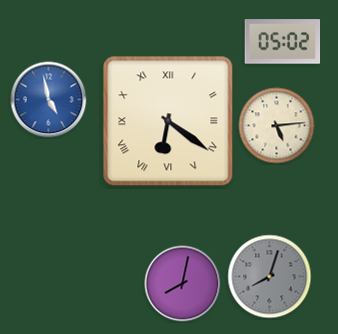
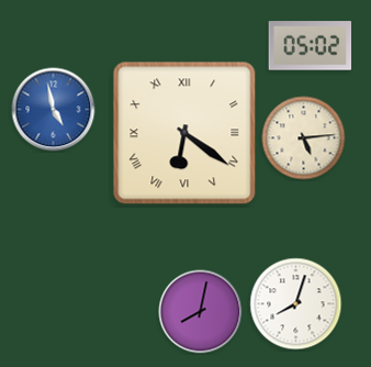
clock at (270, 277) dial: grey -> white
